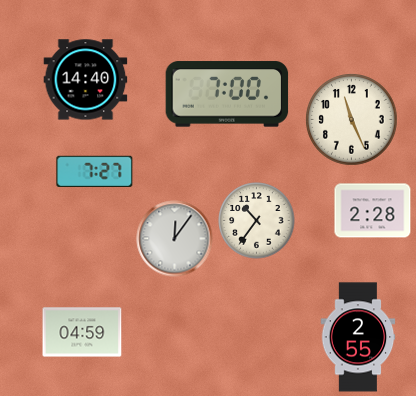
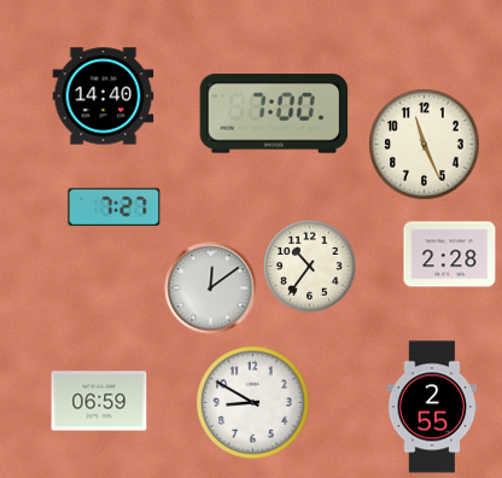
clock at (175, 239): 12:06 -> 12:09
clock at (82, 332): 04:59 -> 06:59
clock at (253, 403): none -> 8:50
